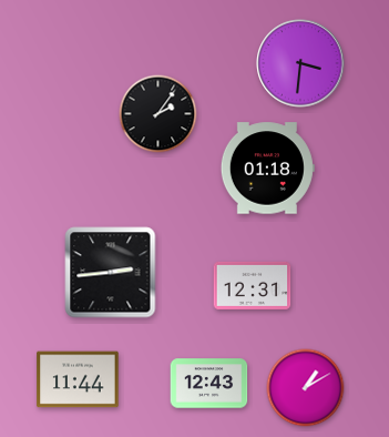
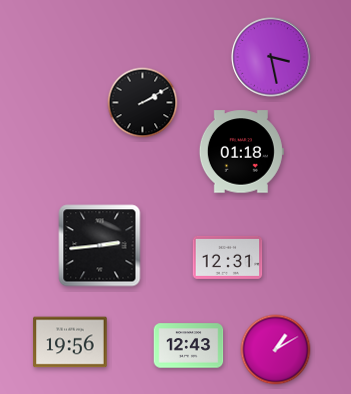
clock at (300, 63): 3:31 -> 3:28
clock at (158, 114): 2:06 -> 2:10
clock at (78, 379): 11:44 -> 19:56
